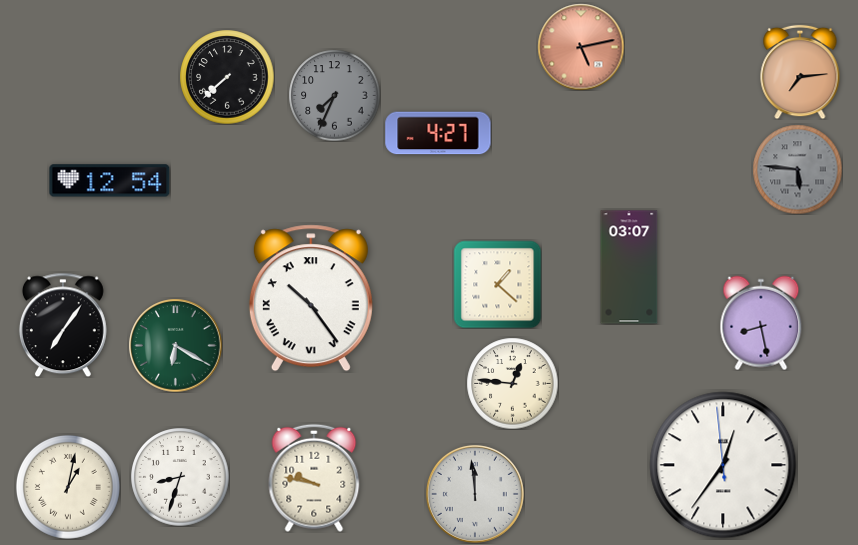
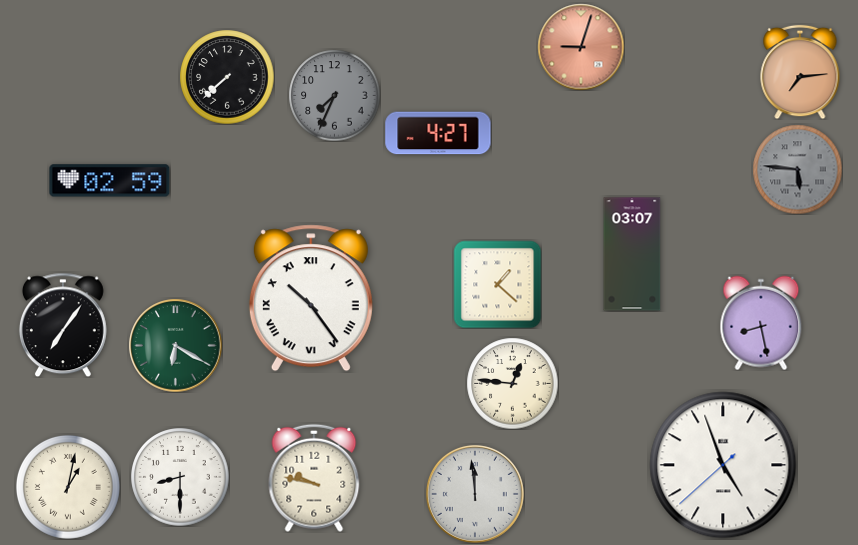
clock at (581, 47): 5:13 -> 9:03
clock at (110, 181): 12:54 -> 02:59
clock at (629, 267) position: (629, 267) -> (632, 254)
clock at (723, 465): 12:35 -> 4:56
clock at (180, 477): 8:33 -> 8:30
